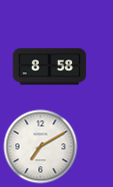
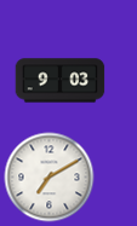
clock at (50, 67): 8:58 -> 9:03
